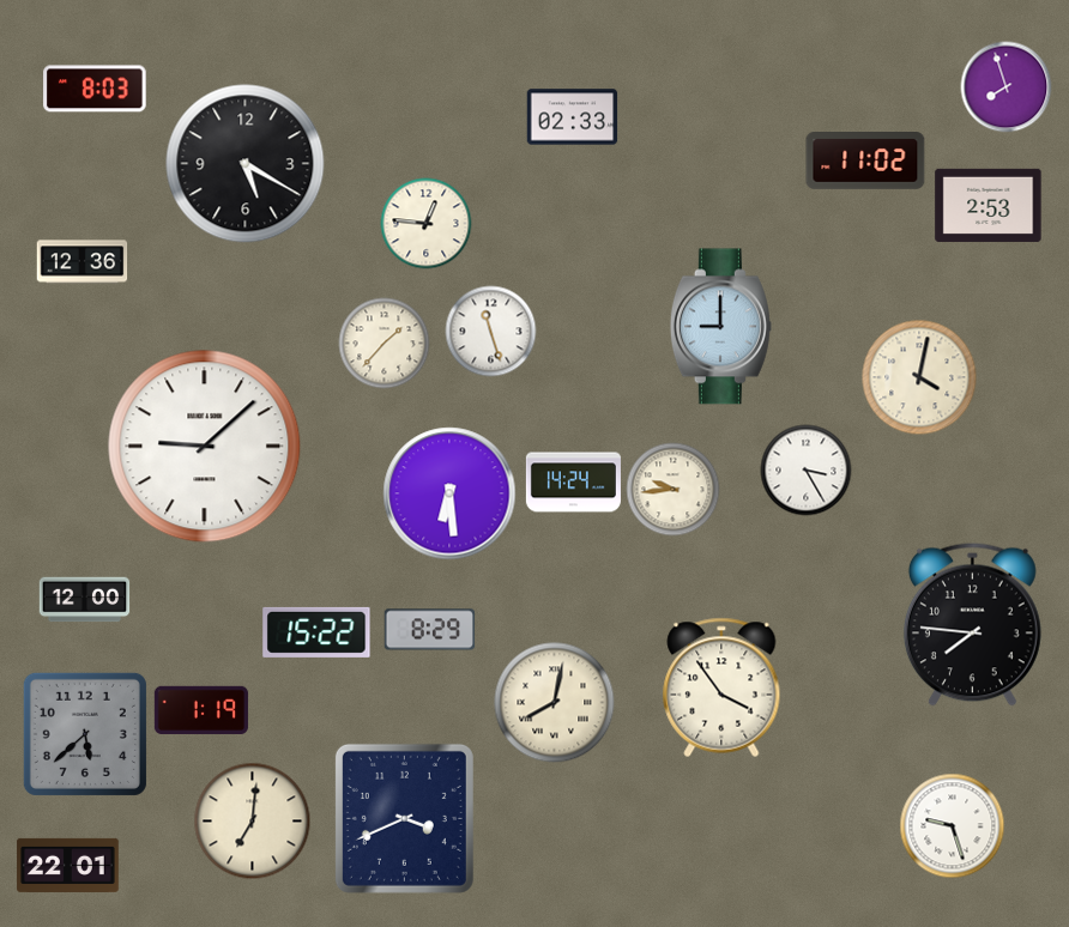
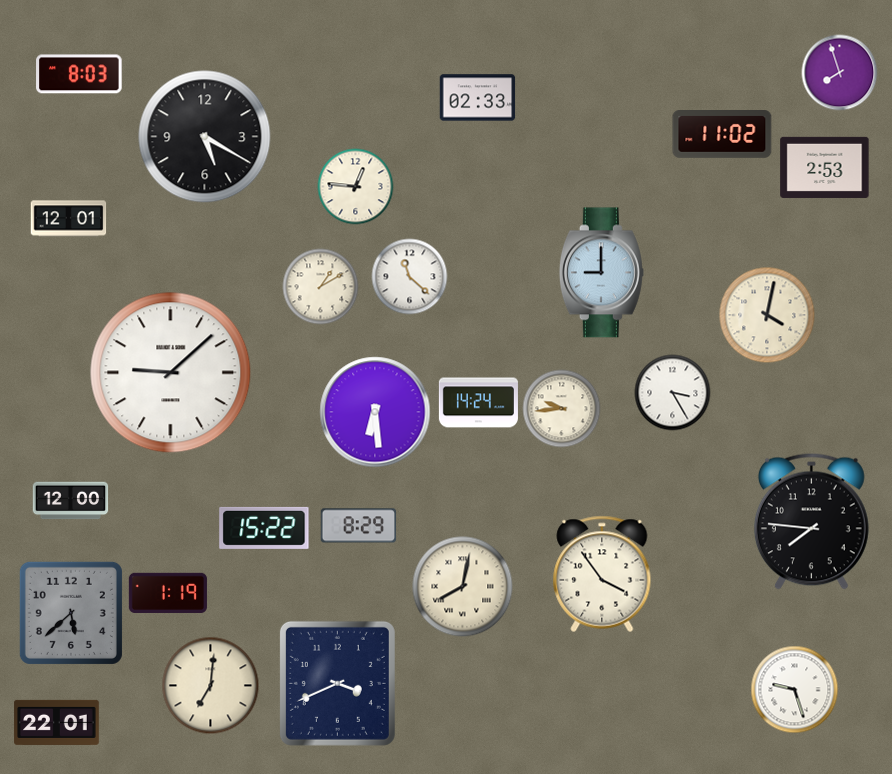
clock at (989, 205) position: (989, 205) -> (825, 167)
clock at (83, 262): 12:36 -> 12:01
clock at (491, 332): 11:27 -> 11:22
clock at (385, 344): 1:37 -> 1:10
